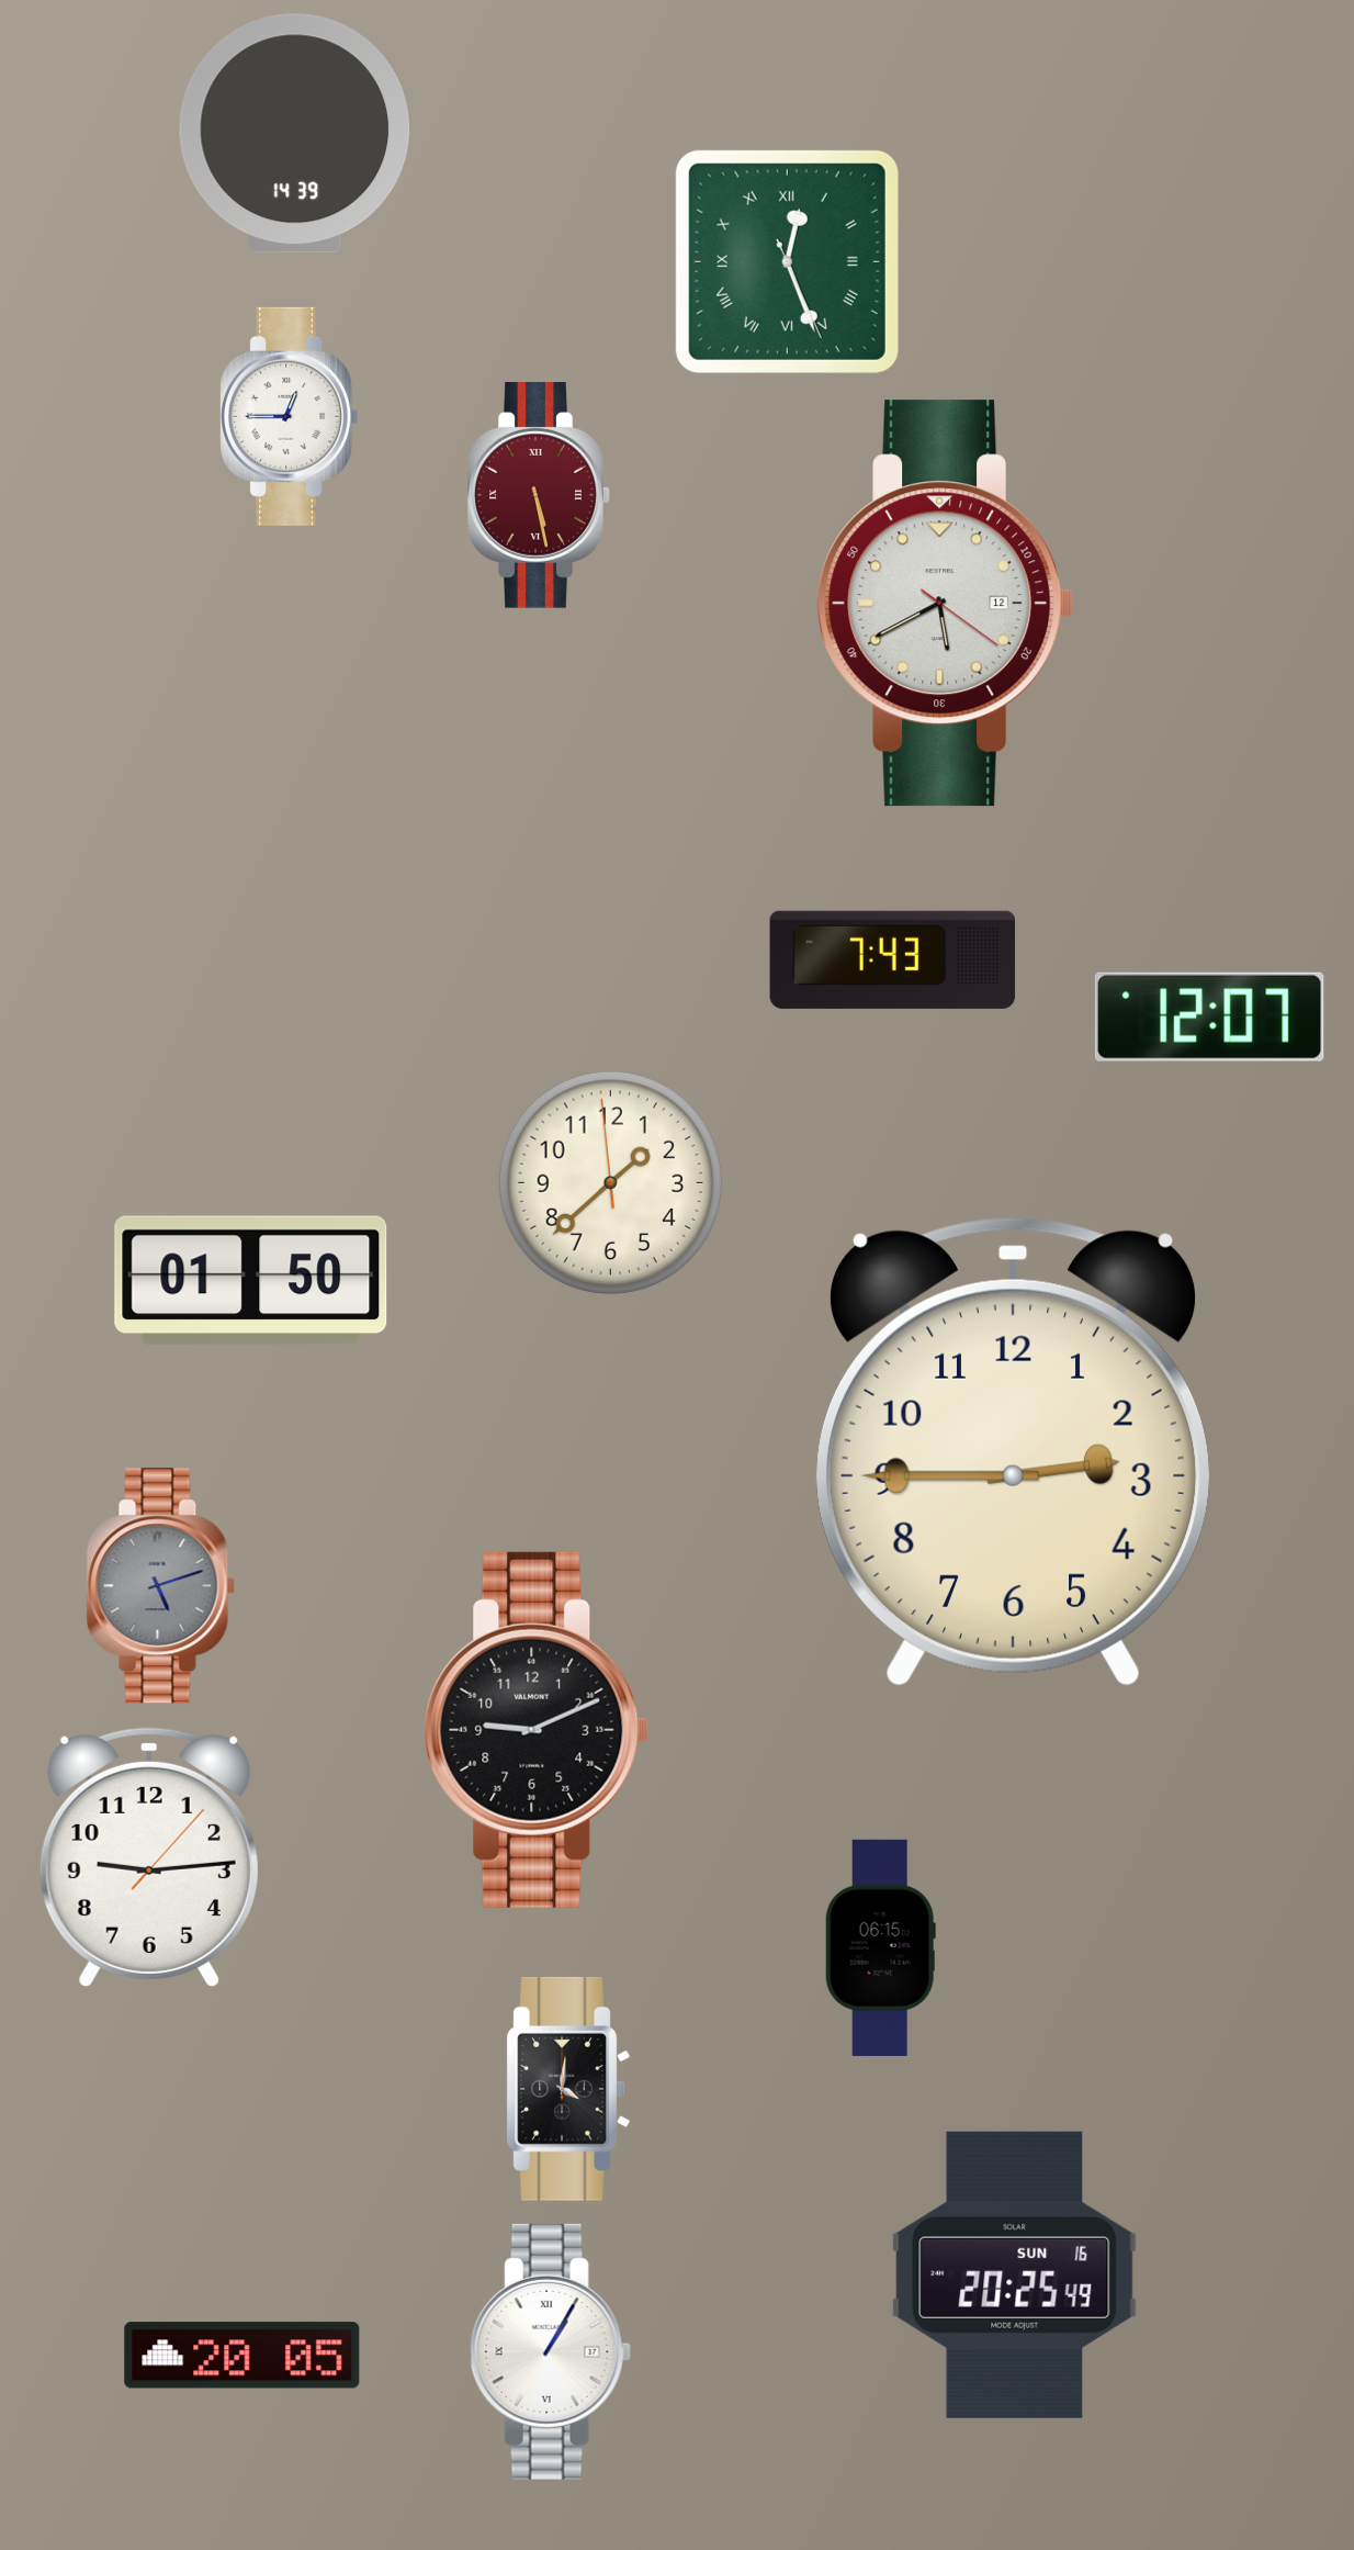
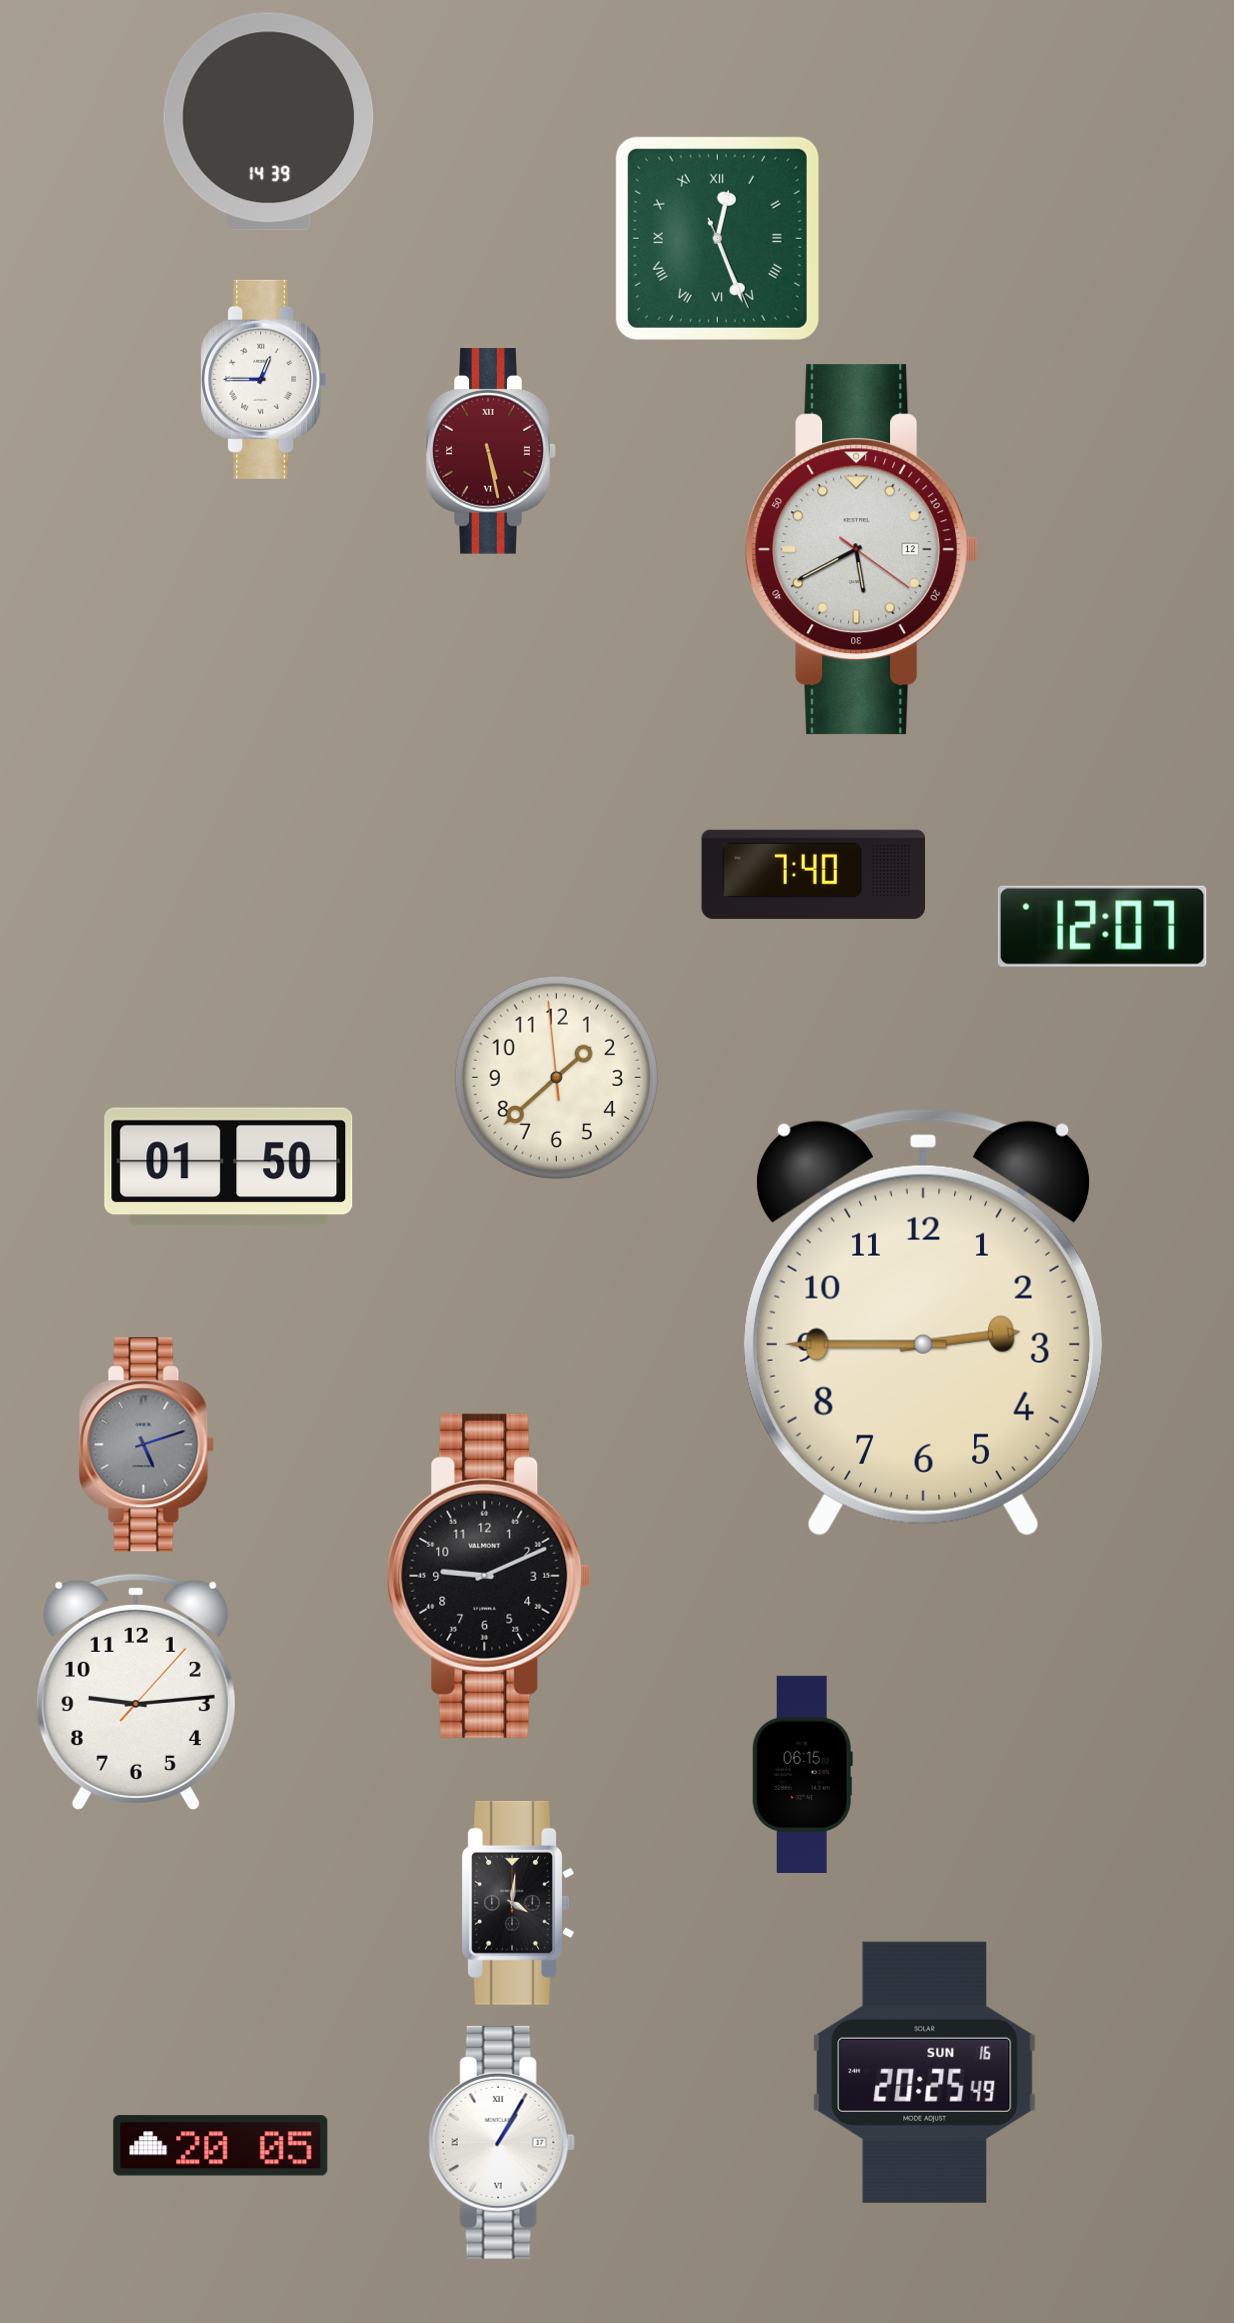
clock at (893, 959): 7:43 -> 7:40
